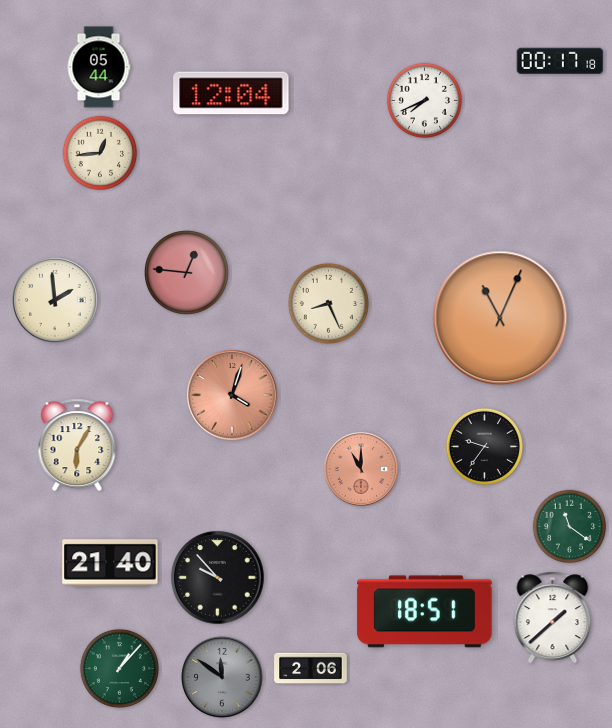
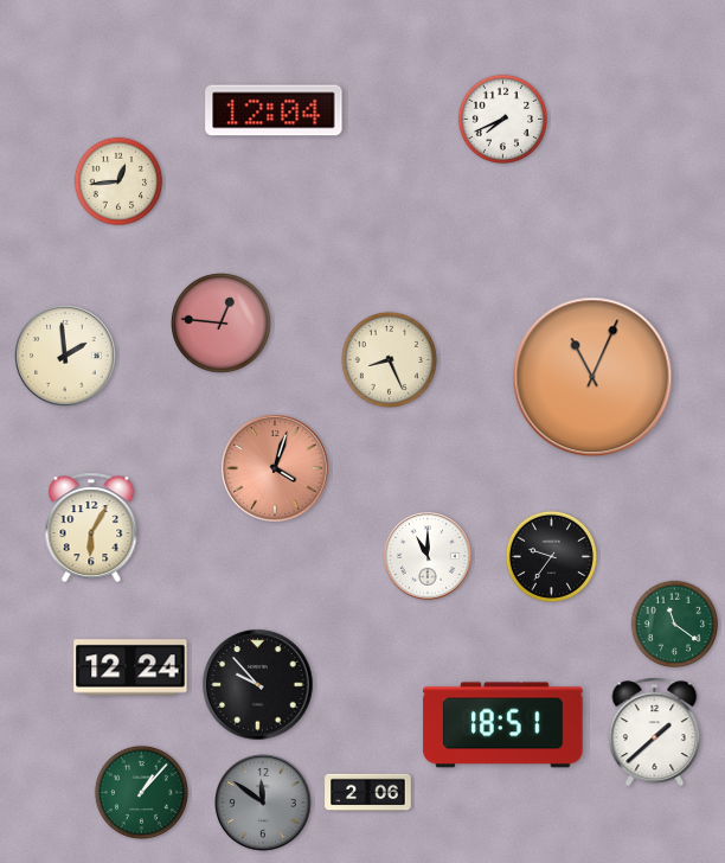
clock at (560, 60): 00:17 -> none
clock at (99, 67): 05:44 -> none
clock at (484, 446) position: (484, 446) -> (551, 556)
clock at (361, 469) dial: salmon -> white
clock at (110, 563): 21:40 -> 12:24
